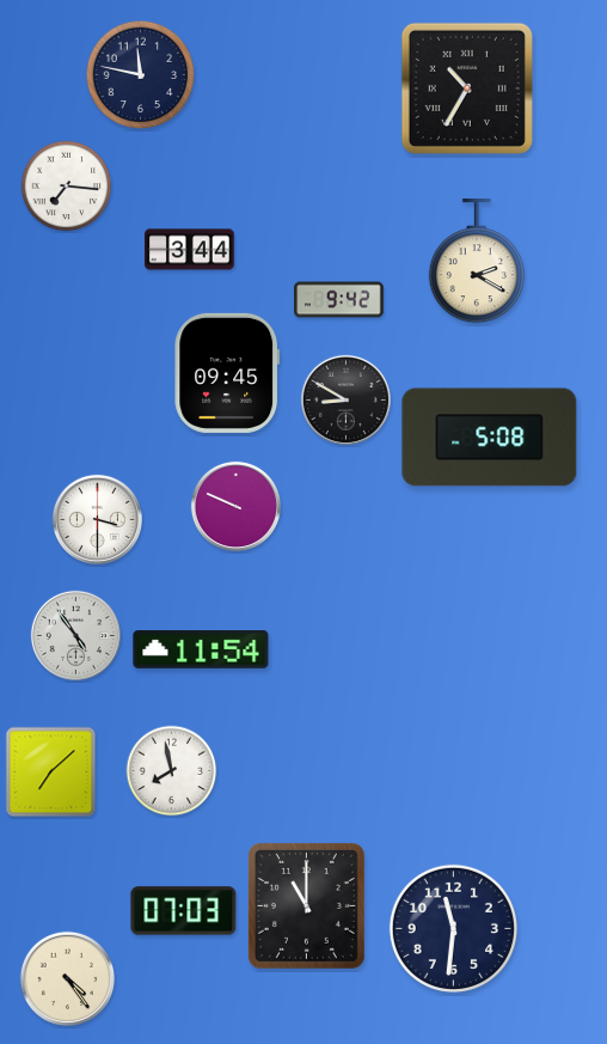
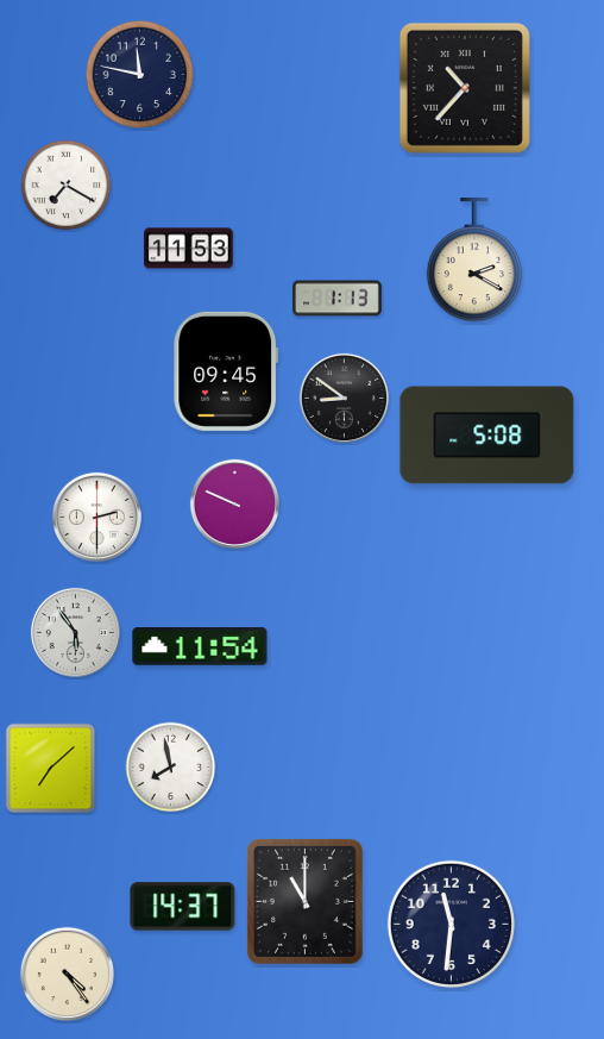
clock at (467, 88): 10:35 -> 10:37
clock at (67, 187): 7:16 -> 7:20
clock at (190, 250): 3:44 -> 11:53
clock at (339, 300): 9:42 -> 1:13
clock at (345, 399): 8:50 -> 8:51
clock at (97, 519): 3:30 -> 2:30
clock at (75, 635): 4:54 -> 5:54
clock at (184, 911): 07:03 -> 14:37
